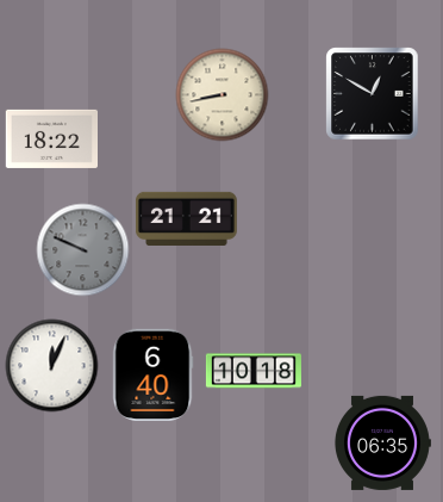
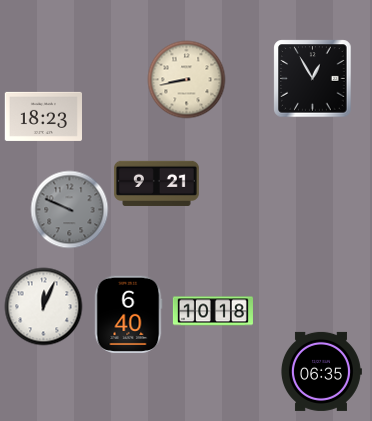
clock at (372, 93): 12:50 -> 12:55
clock at (51, 138): 18:22 -> 18:23
clock at (186, 218): 21:21 -> 9:21
